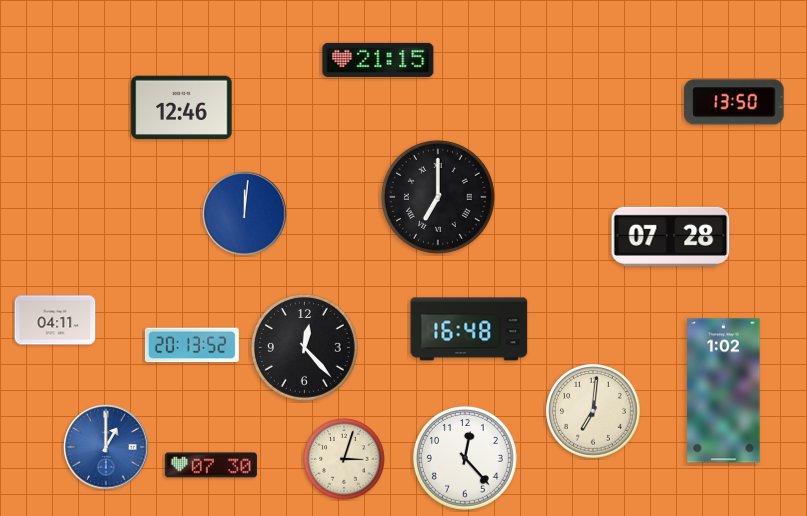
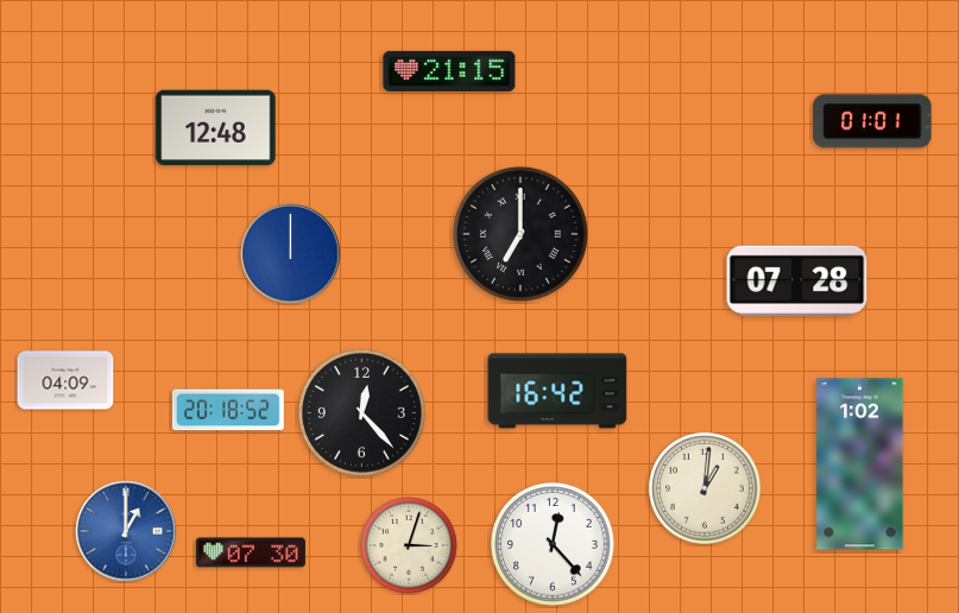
clock at (734, 102): 13:50 -> 01:01
clock at (182, 108): 12:46 -> 12:48
clock at (245, 214): 12:01 -> 12:00
clock at (55, 320): 04:11 -> 04:09
clock at (469, 329): 16:48 -> 16:42
clock at (192, 345): 20:13 -> 20:18
clock at (593, 411): 7:01 -> 1:01
